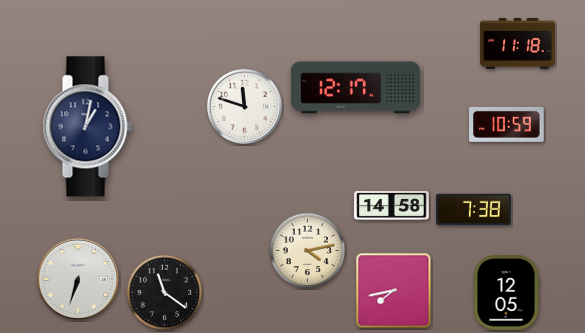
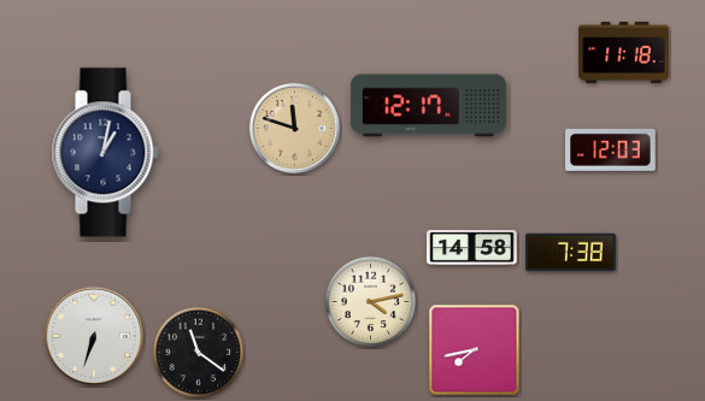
clock at (244, 106) dial: white -> champagne
clock at (507, 124): 10:59 -> 12:03
clock at (506, 293): 12:05 -> none
